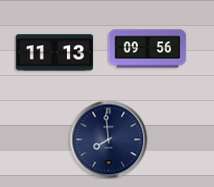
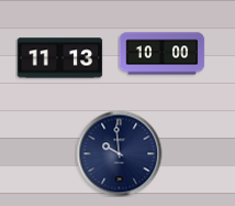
clock at (147, 49): 09:56 -> 10:00
clock at (108, 139): 7:59 -> 9:59
